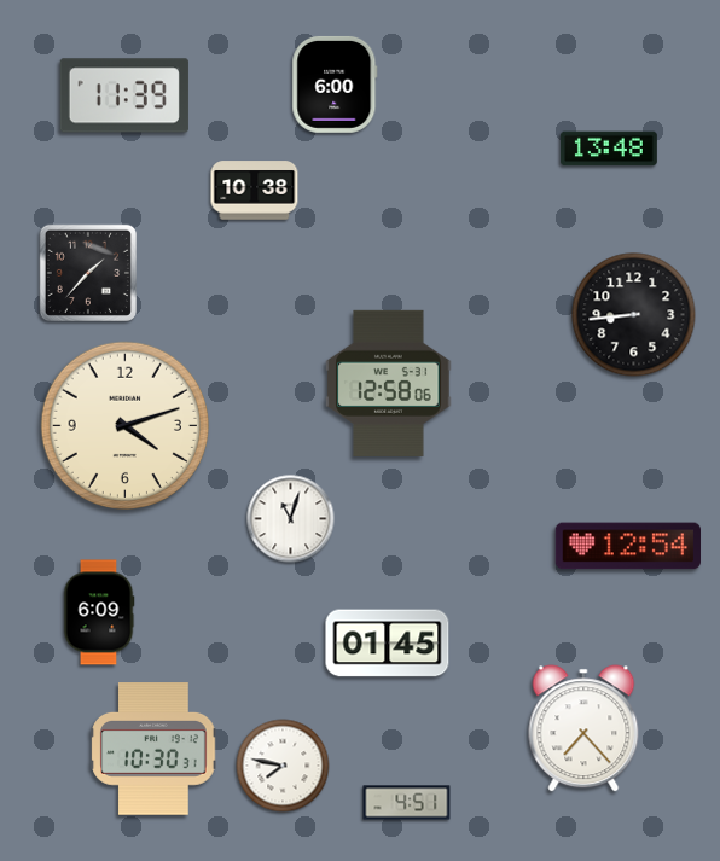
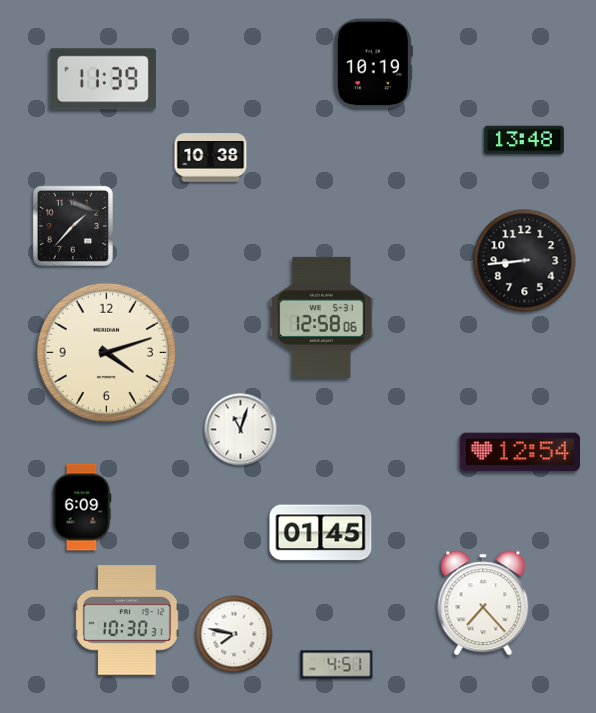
clock at (373, 64): none -> 10:19
clock at (335, 85): 6:00 -> none
clock at (609, 149) position: (609, 149) -> (524, 140)
clock at (124, 425) position: (124, 425) -> (106, 352)
